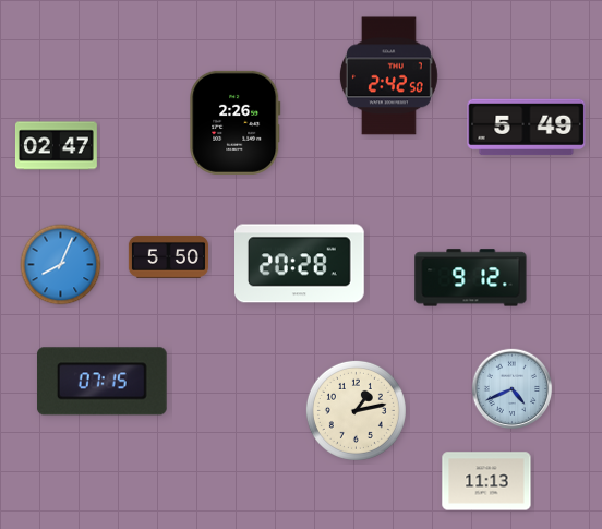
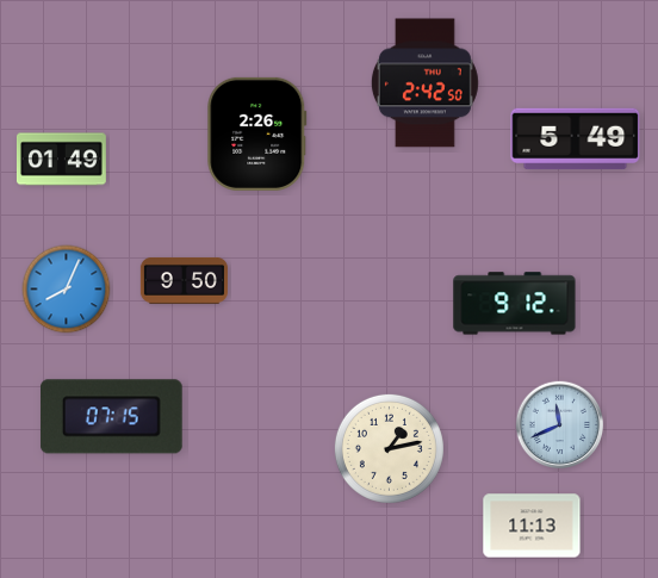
clock at (56, 146): 02:47 -> 01:49
clock at (168, 256): 5:50 -> 9:50
clock at (300, 264): 20:28 -> none
clock at (513, 389): 4:41 -> 11:41
